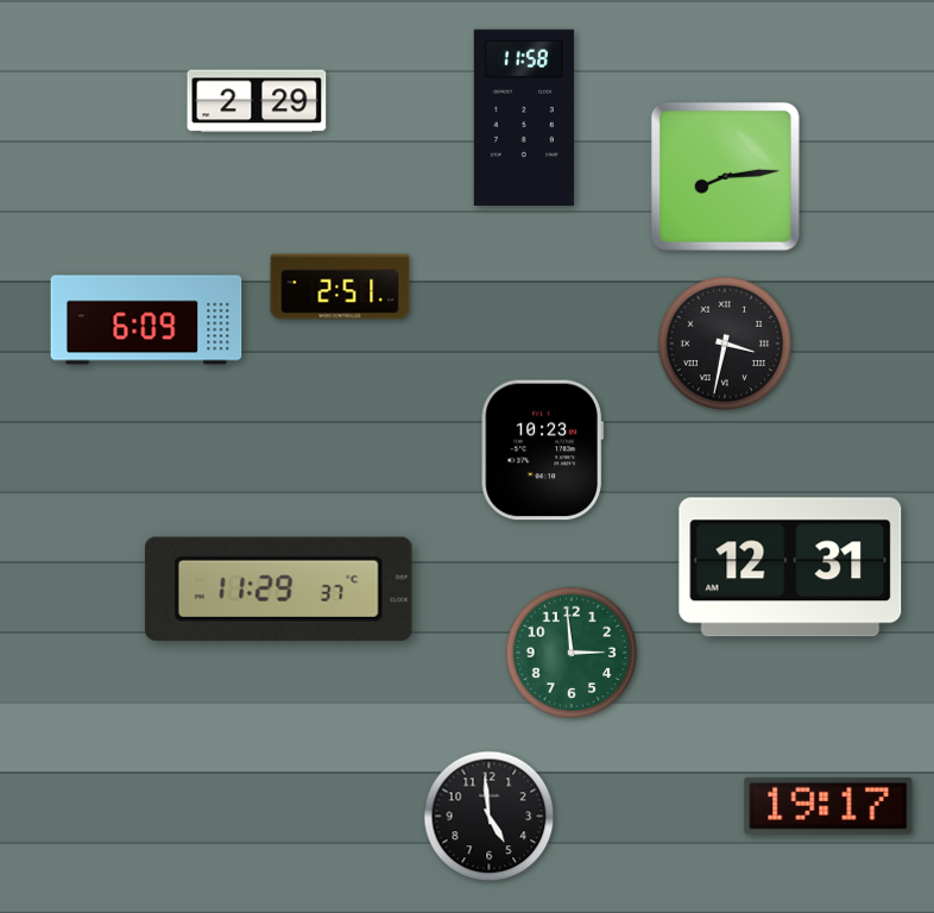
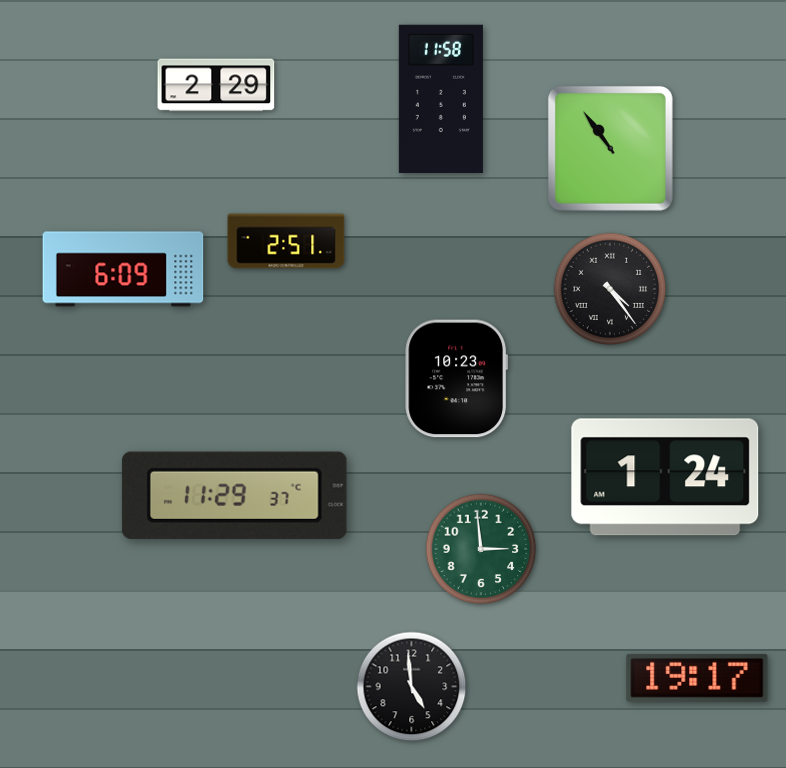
clock at (725, 176): 8:14 -> 10:54
clock at (725, 344): 3:32 -> 4:24
clock at (790, 567): 12:31 -> 1:24
